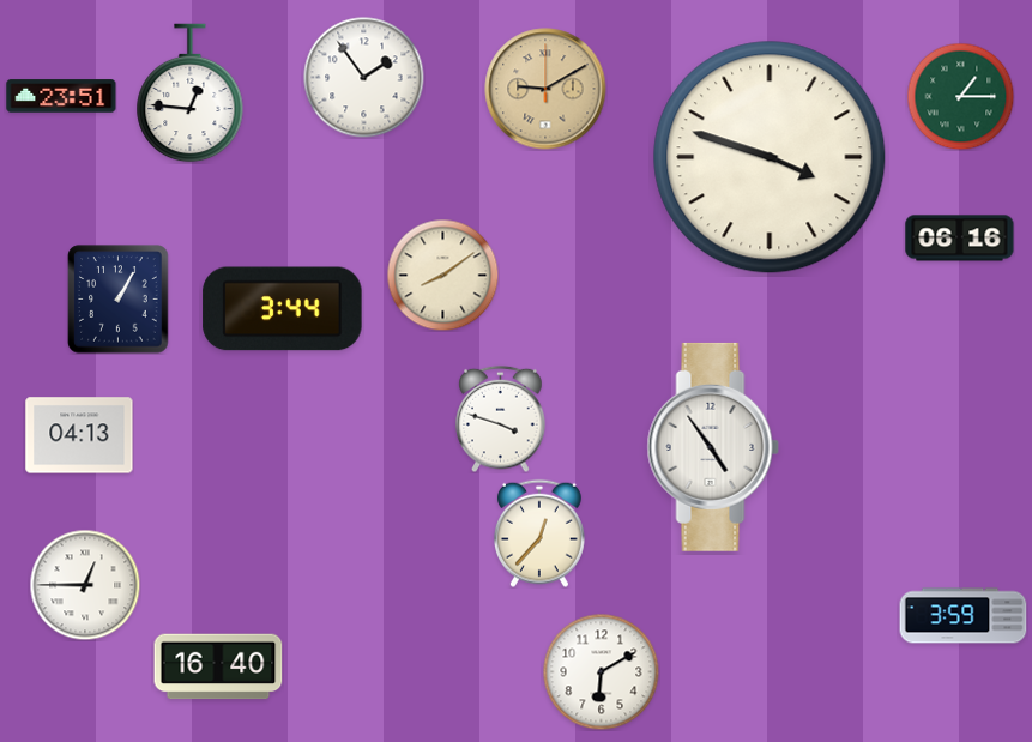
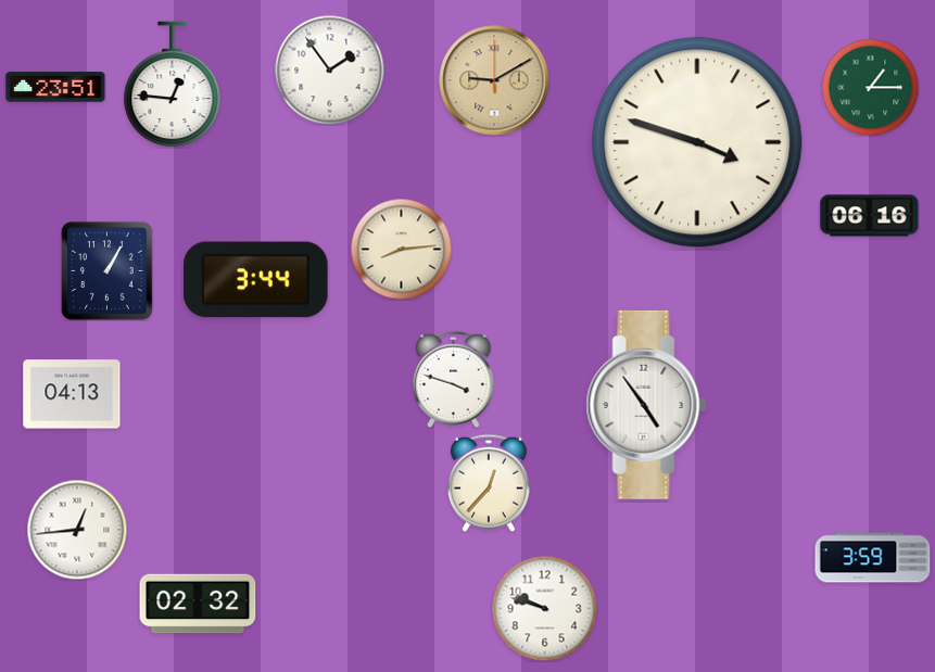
clock at (442, 275): 8:09 -> 8:14
clock at (85, 585): 12:45 -> 12:44
clock at (218, 666): 16:40 -> 02:32
clock at (601, 671): 6:10 -> 9:48
